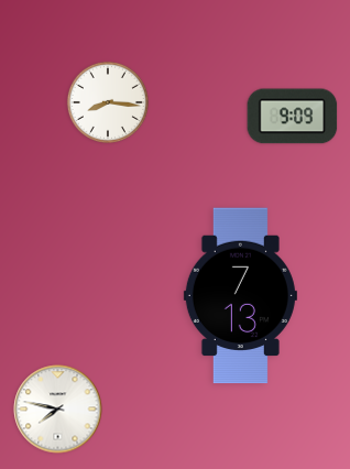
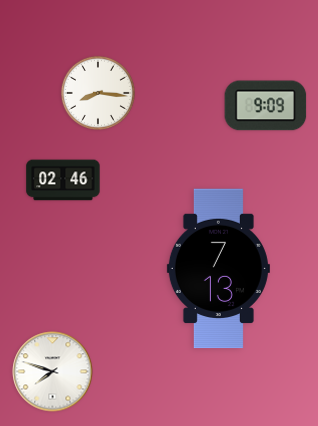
clock at (63, 180): none -> 02:46
clock at (58, 410): 7:47 -> 7:48
